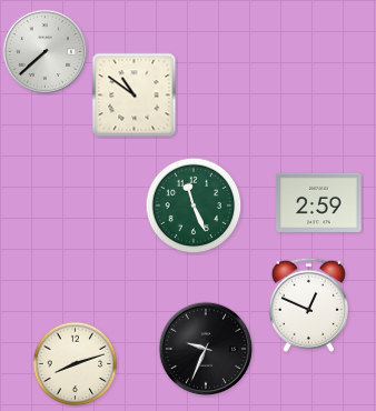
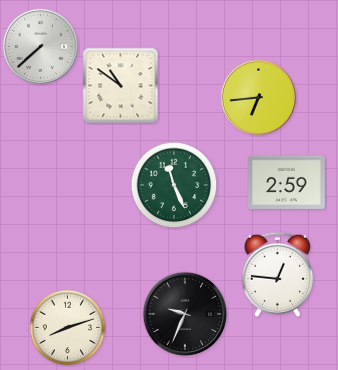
clock at (258, 97): none -> 6:44
clock at (308, 304): 12:49 -> 12:46
